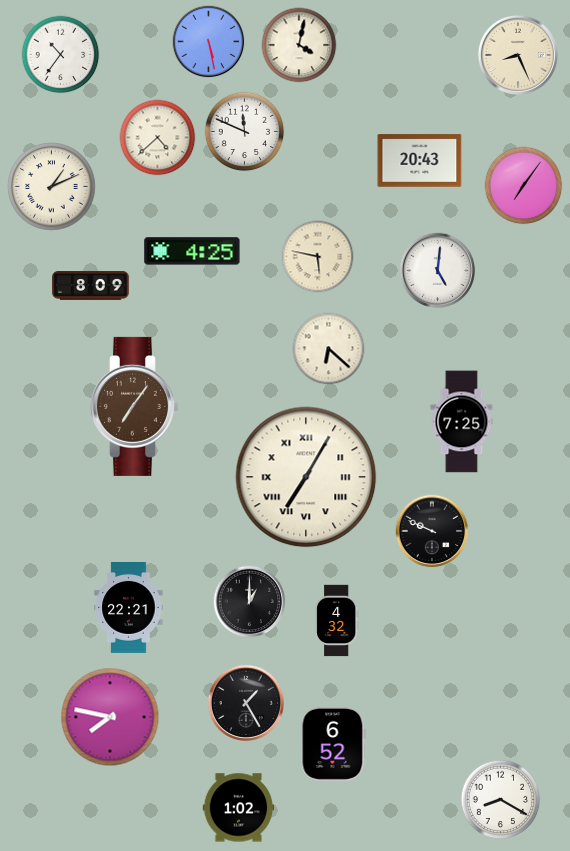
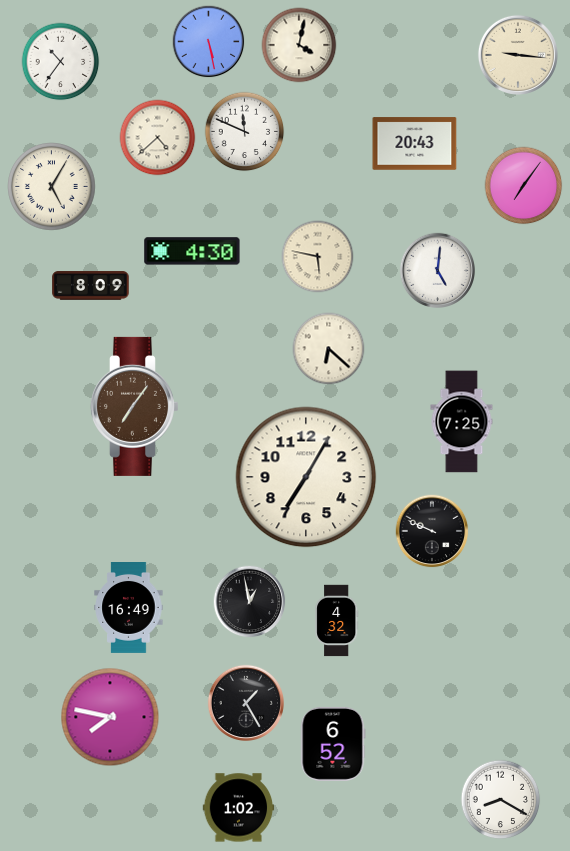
clock at (61, 55) position: (61, 55) -> (61, 62)
clock at (518, 55): 8:26 -> 9:16
clock at (420, 161) position: (420, 161) -> (415, 144)
clock at (52, 187): 1:11 -> 5:05
clock at (192, 251): 4:25 -> 4:30
clock at (306, 477) numerals: Roman -> Arabic
clock at (250, 602): 1:00 -> 12:58
clock at (129, 608): 22:21 -> 16:49
